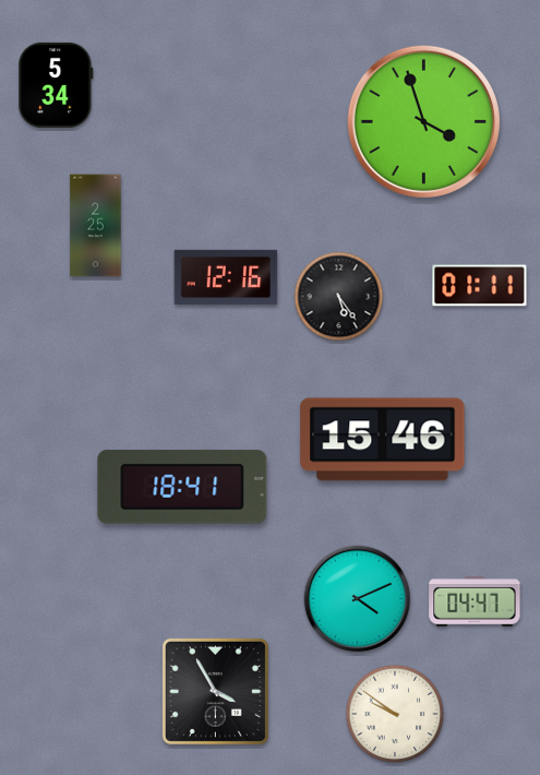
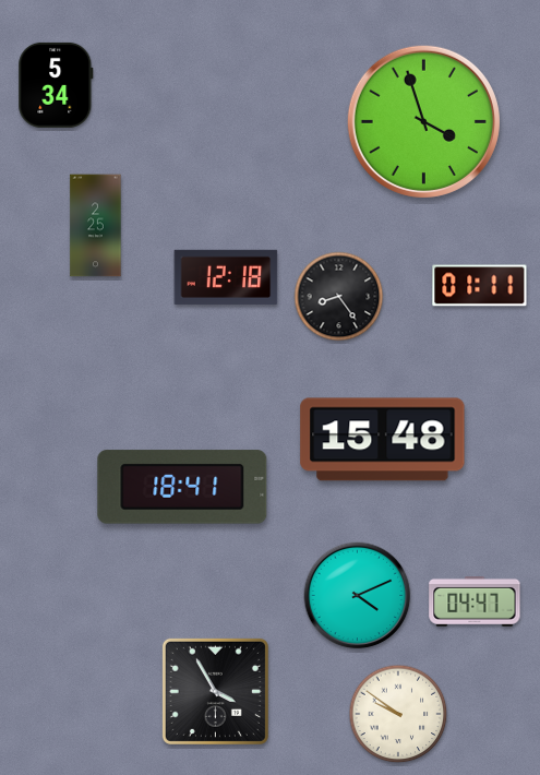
clock at (226, 277): 12:16 -> 12:18
clock at (339, 297): 5:24 -> 8:24
clock at (383, 440): 15:46 -> 15:48
clock at (358, 599) position: (358, 599) -> (358, 596)
clock at (395, 714) position: (395, 714) -> (398, 714)
